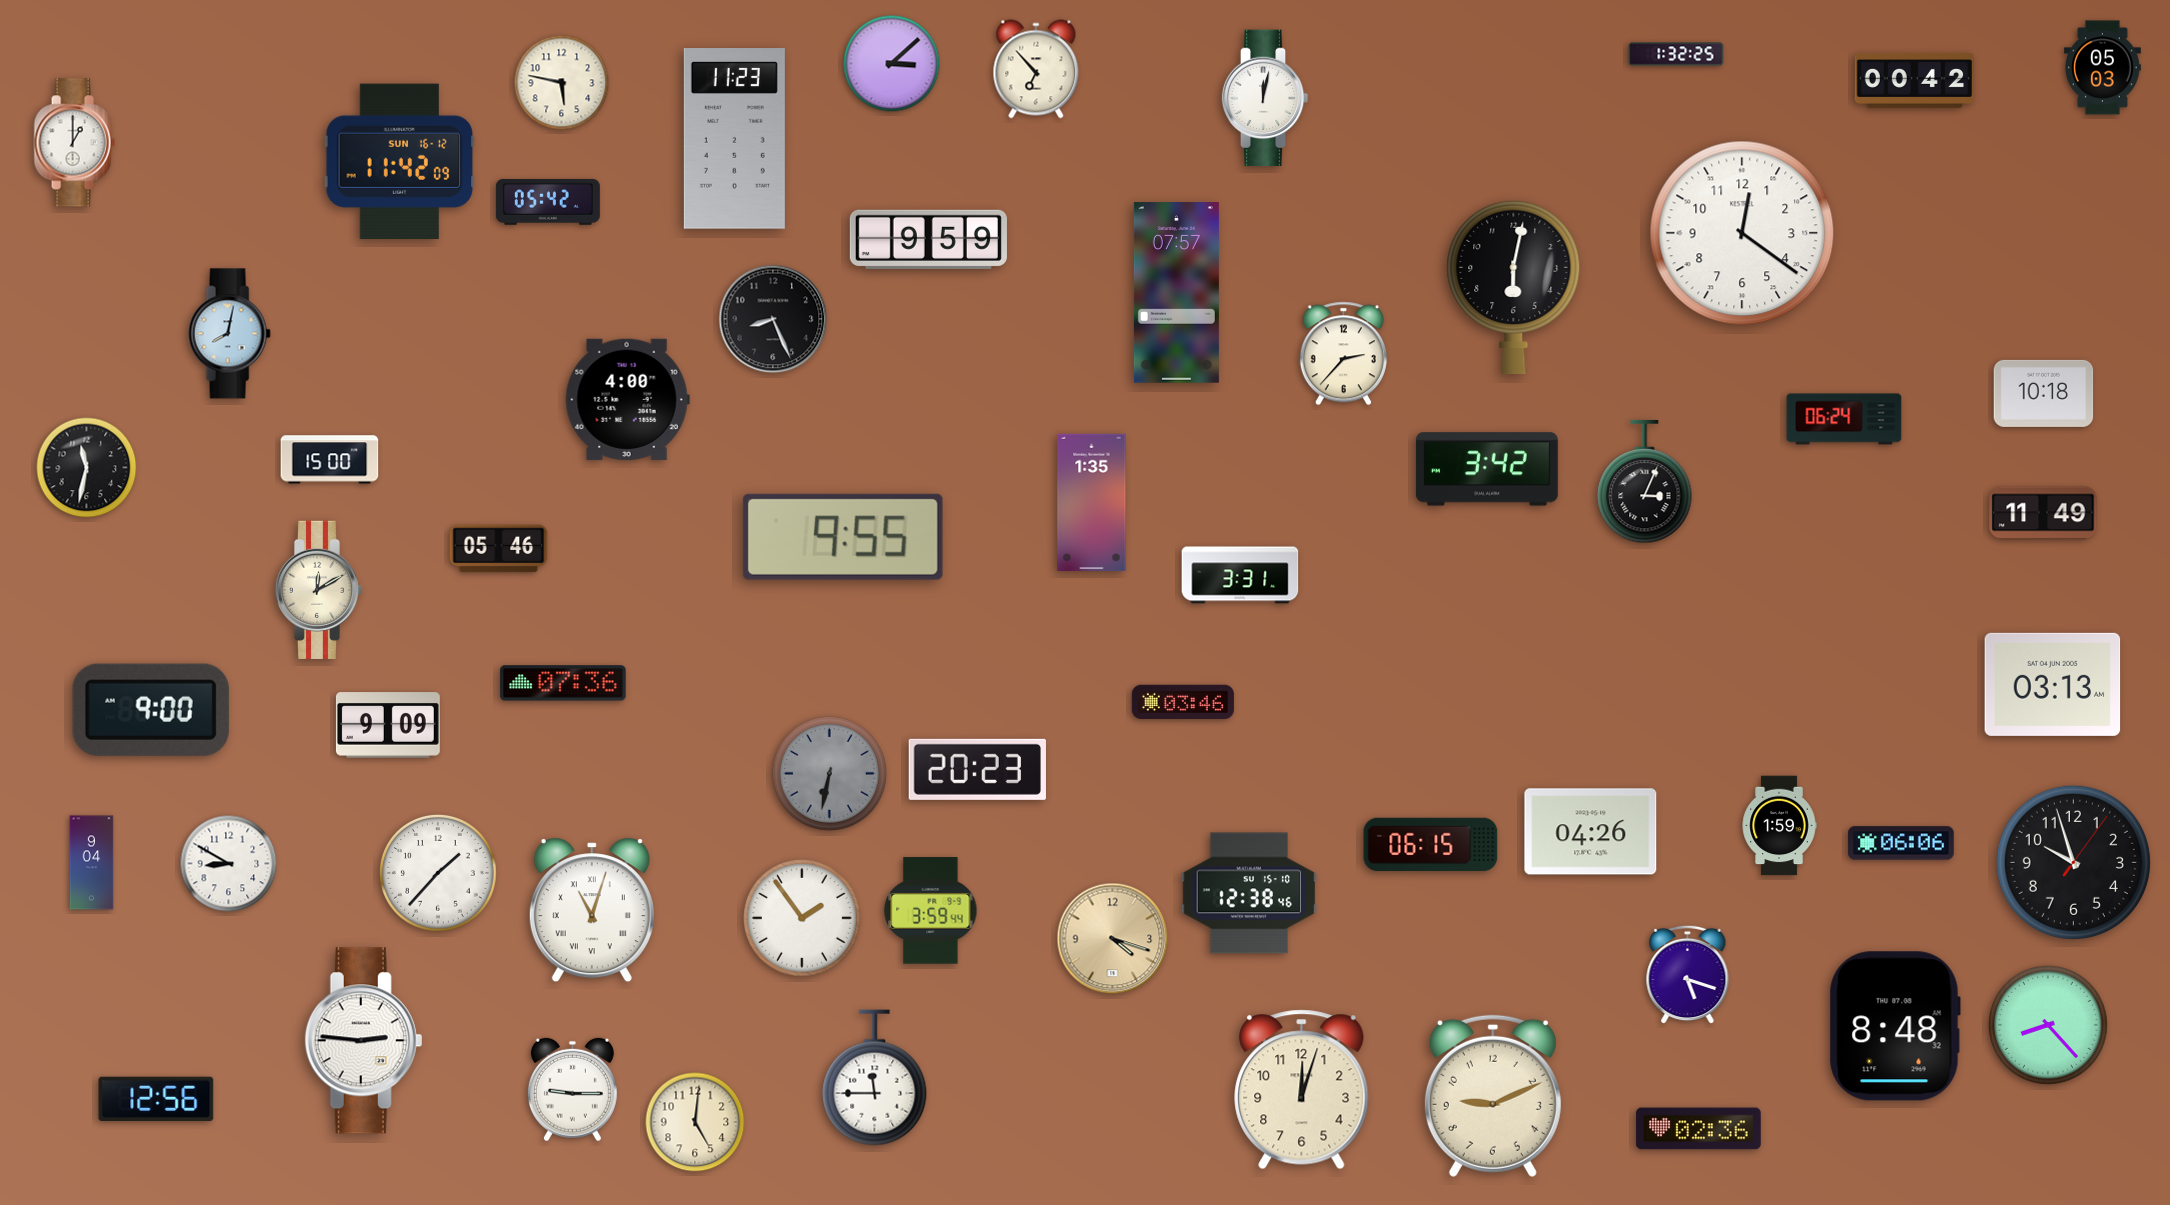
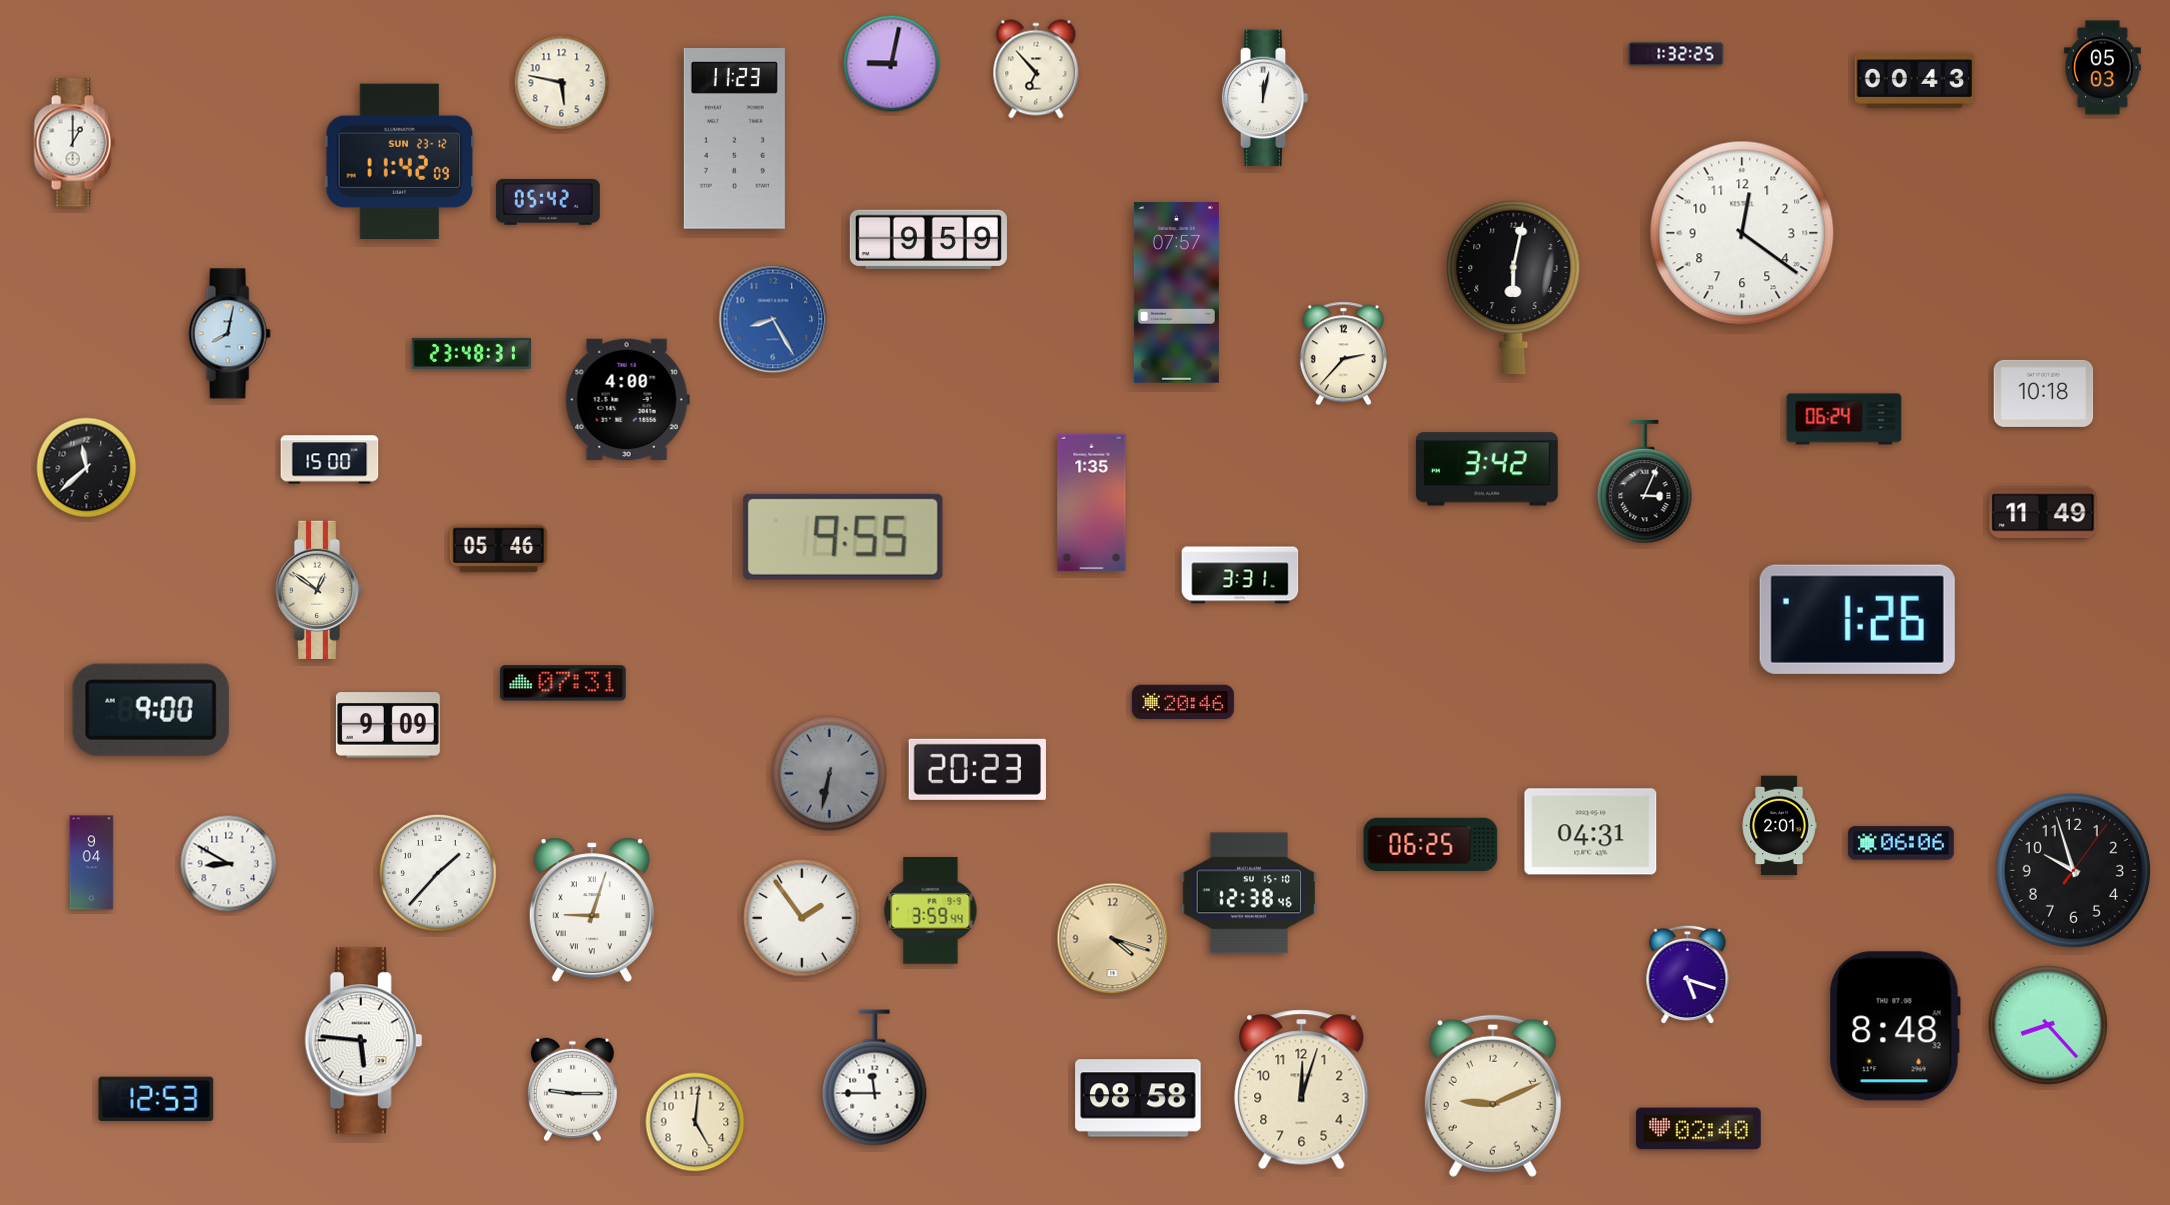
clock at (892, 64): 3:08 -> 9:02
clock at (1915, 80): 00:42 -> 00:43
clock at (400, 161) date: SUN 16-12 -> SUN 23-12
clock at (773, 319): 8:26 -> 8:25
clock at (773, 319) dial: black -> blue
clock at (471, 353): none -> 23:48
clock at (87, 468): 11:32 -> 11:38
clock at (319, 590): 12:10 -> 12:51
clock at (1857, 619): none -> 1:26
clock at (563, 683): 07:36 -> 07:31
clock at (2053, 684): 03:13 -> none
clock at (1183, 702): 03:46 -> 20:46
clock at (1779, 826): 1:59 -> 2:01
clock at (1591, 832): 04:26 -> 04:31
clock at (1431, 845): 06:15 -> 06:25
clock at (2073, 862) position: (2073, 862) -> (2073, 870)
clock at (592, 910): 11:03 -> 9:03
clock at (364, 1041): 2:46 -> 5:46
clock at (1138, 1098): none -> 08:58
clock at (156, 1099): 12:56 -> 12:53
clock at (1699, 1129): 02:36 -> 02:40
